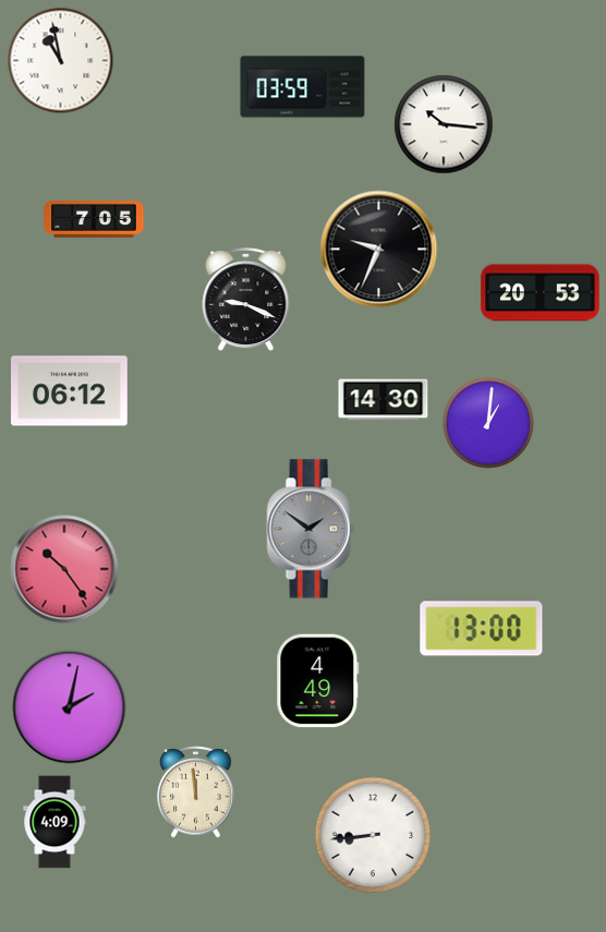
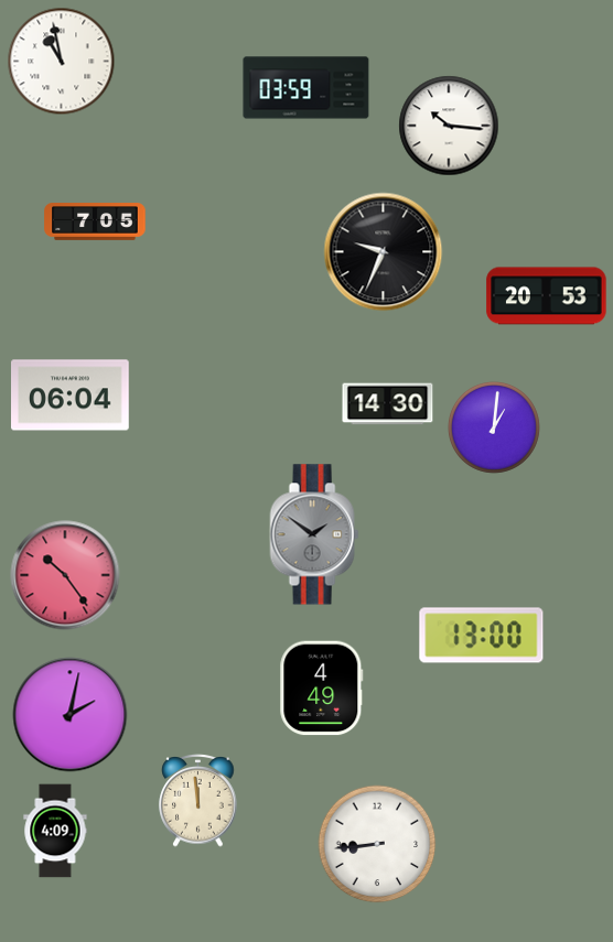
clock at (246, 301): 9:19 -> none
clock at (70, 391): 06:12 -> 06:04
clock at (482, 629) position: (482, 629) -> (482, 636)
